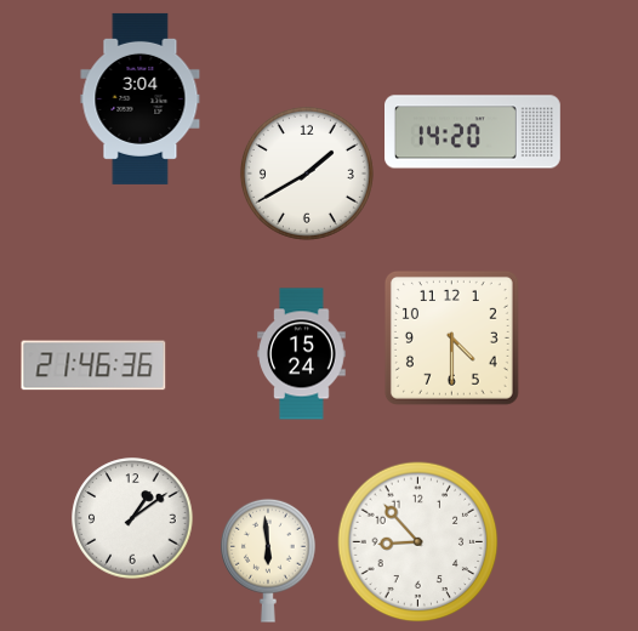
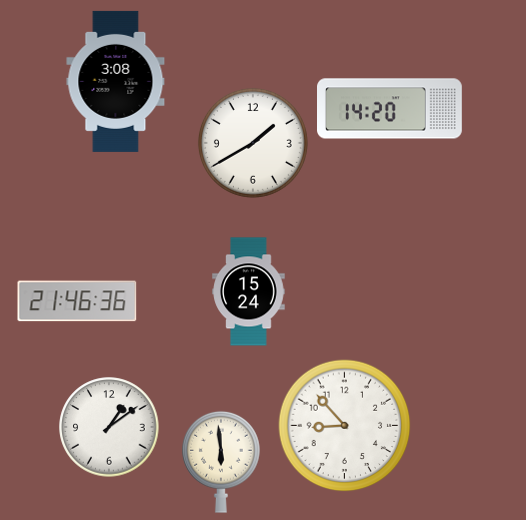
clock at (141, 98): 3:04 -> 3:08
clock at (451, 337): 4:30 -> none
clock at (418, 542) position: (418, 542) -> (345, 426)
